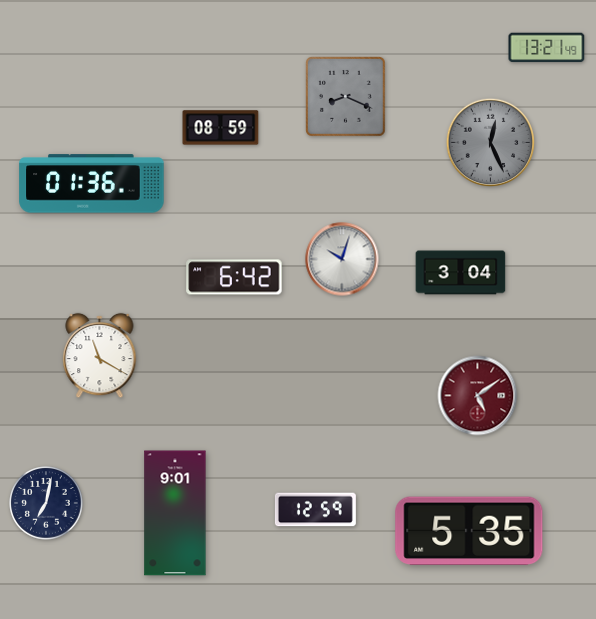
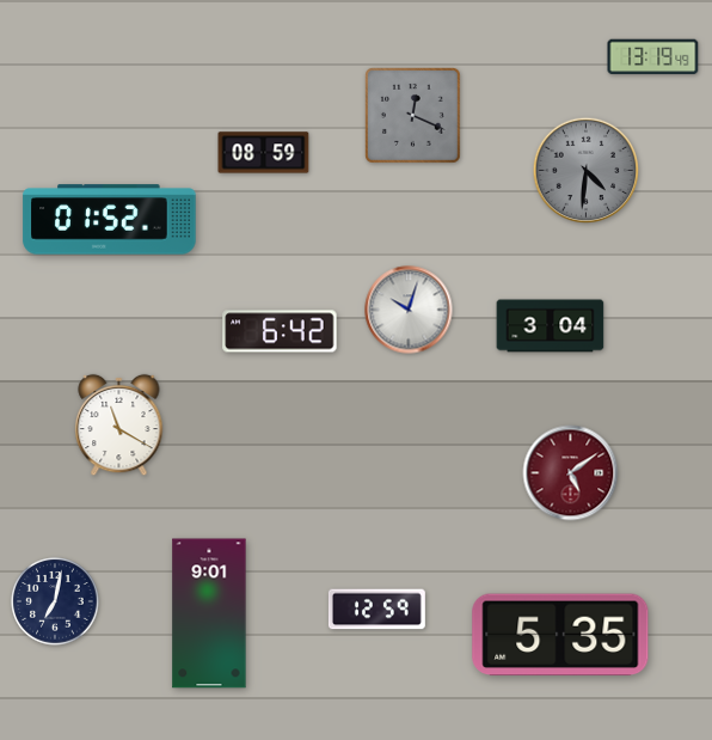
clock at (547, 48): 13:21 -> 13:19
clock at (346, 97): 8:19 -> 12:19
clock at (491, 143): 12:26 -> 4:31
clock at (92, 184): 01:36 -> 01:52
